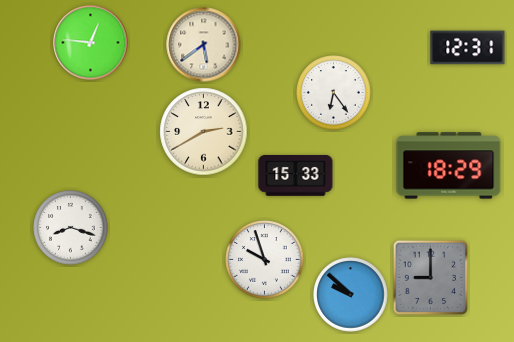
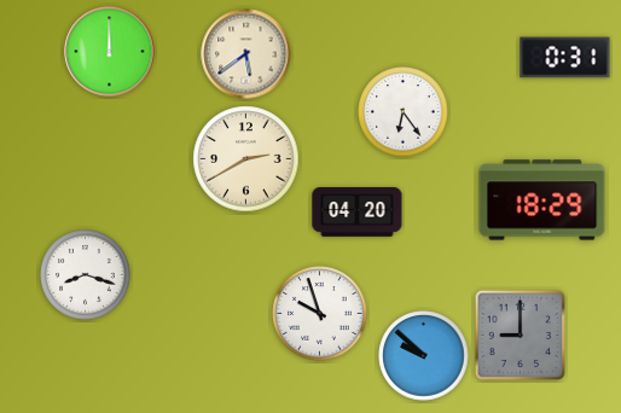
clock at (91, 43): 12:46 -> 12:00
clock at (468, 48): 12:31 -> 0:31
clock at (296, 176): 15:33 -> 04:20
